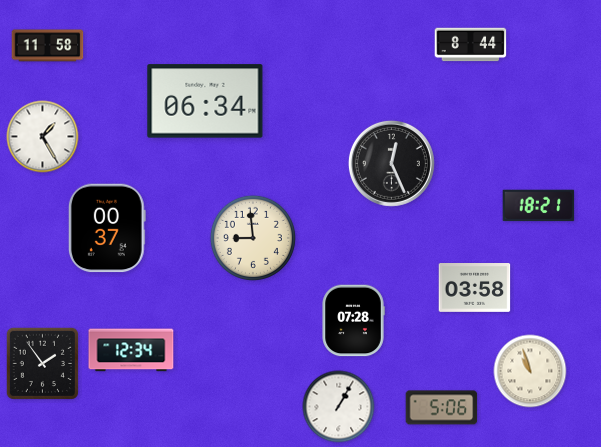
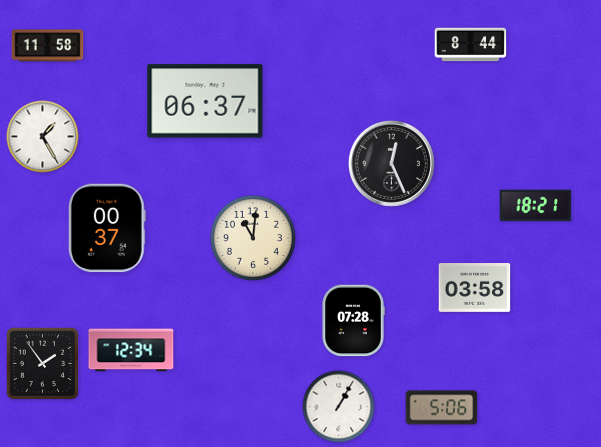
clock at (205, 101): 06:34 -> 06:37
clock at (539, 206) position: (539, 206) -> (536, 206)
clock at (253, 238): 8:59 -> 11:01
clock at (530, 371): 10:57 -> none
